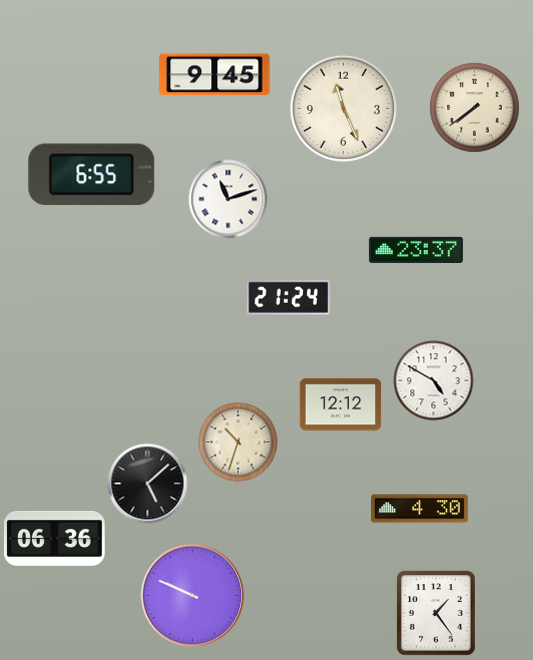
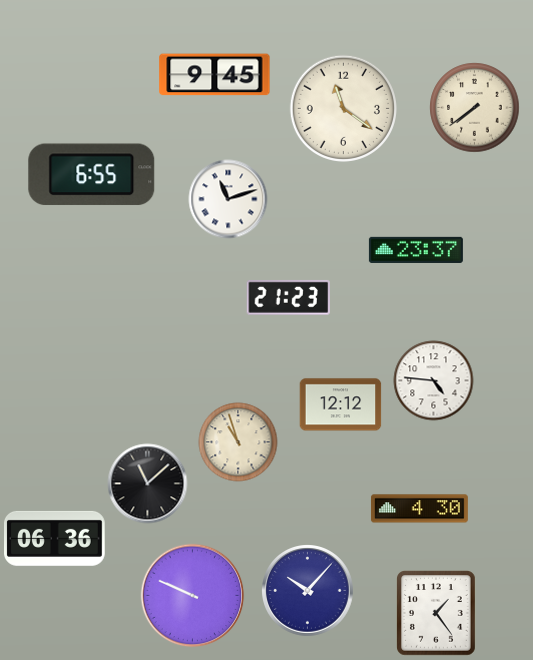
clock at (343, 108): 11:26 -> 11:21
clock at (288, 297): 21:24 -> 21:23
clock at (433, 380): 4:50 -> 4:46
clock at (238, 442): 10:33 -> 10:57
clock at (147, 483): 5:08 -> 11:08
clock at (308, 591): none -> 10:07
